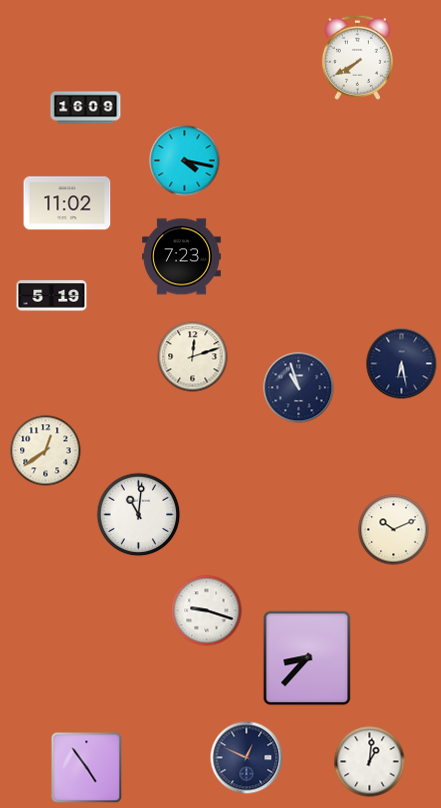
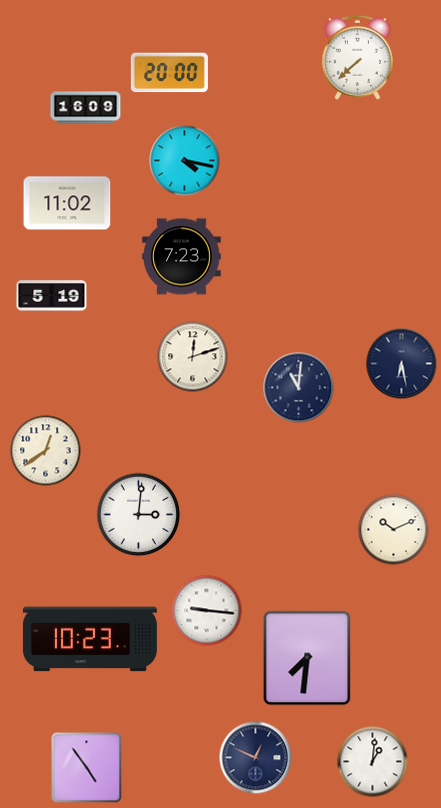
clock at (357, 57): 7:40 -> 7:38
clock at (169, 73): none -> 20:00
clock at (299, 388): 10:57 -> 11:01
clock at (139, 515): 11:01 -> 3:01
clock at (207, 611): 9:18 -> 9:16
clock at (90, 639): none -> 10:23
clock at (307, 658): 8:37 -> 7:31
clock at (247, 758) position: (247, 758) -> (256, 758)
clock at (370, 762) position: (370, 762) -> (373, 762)
